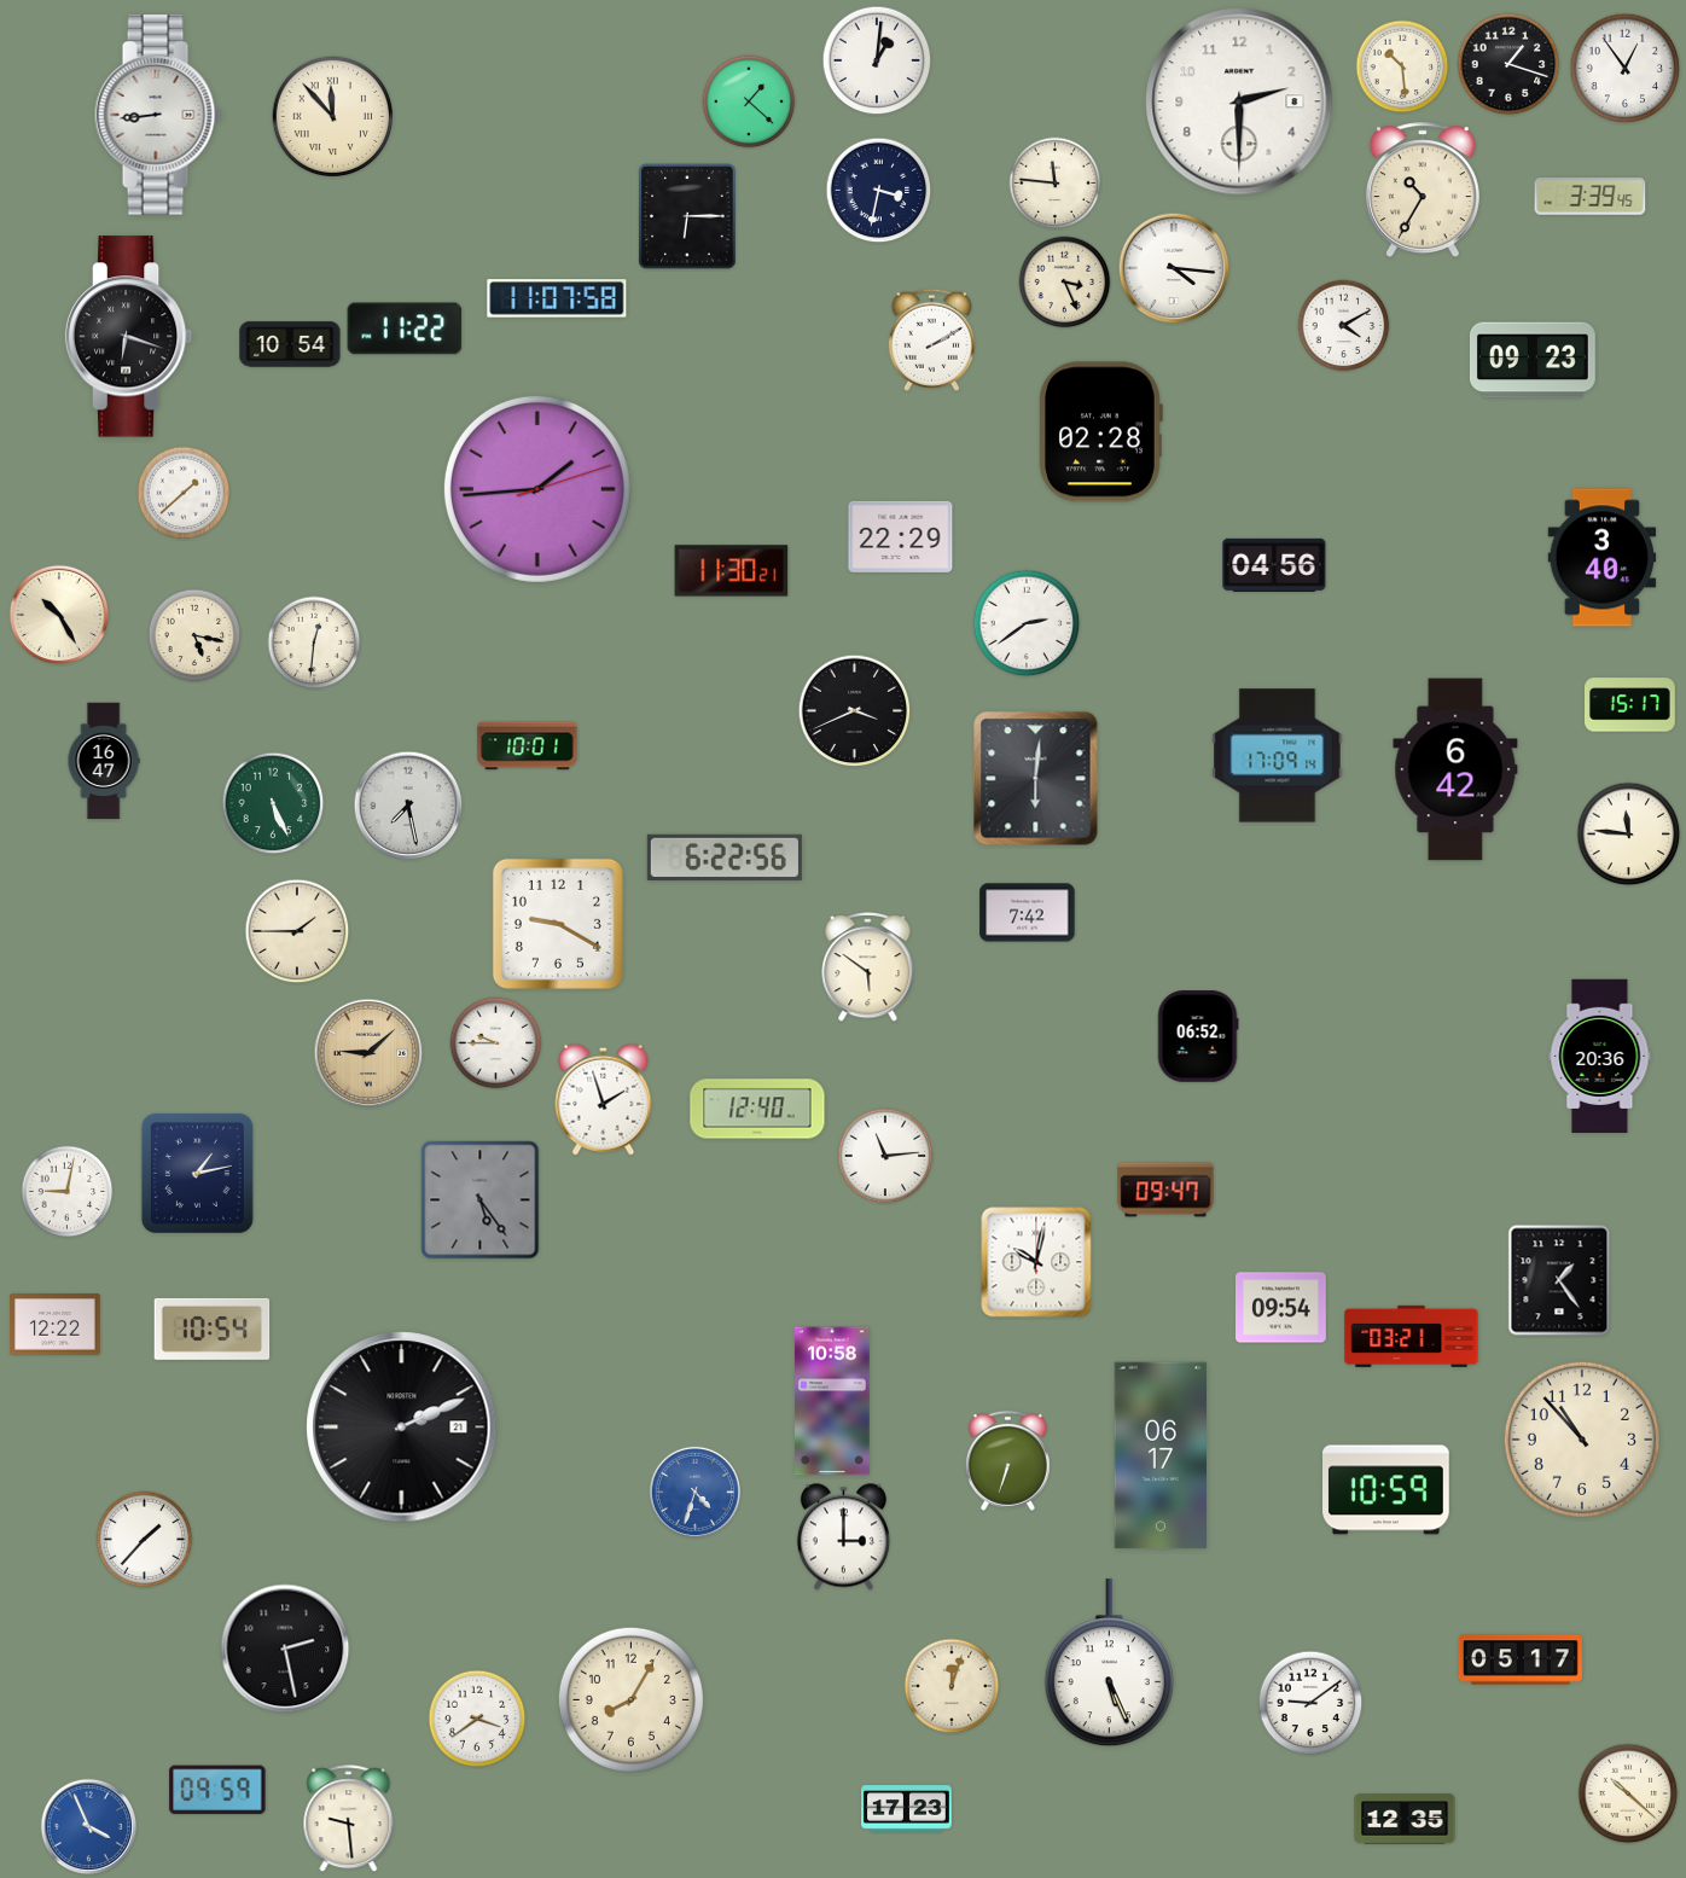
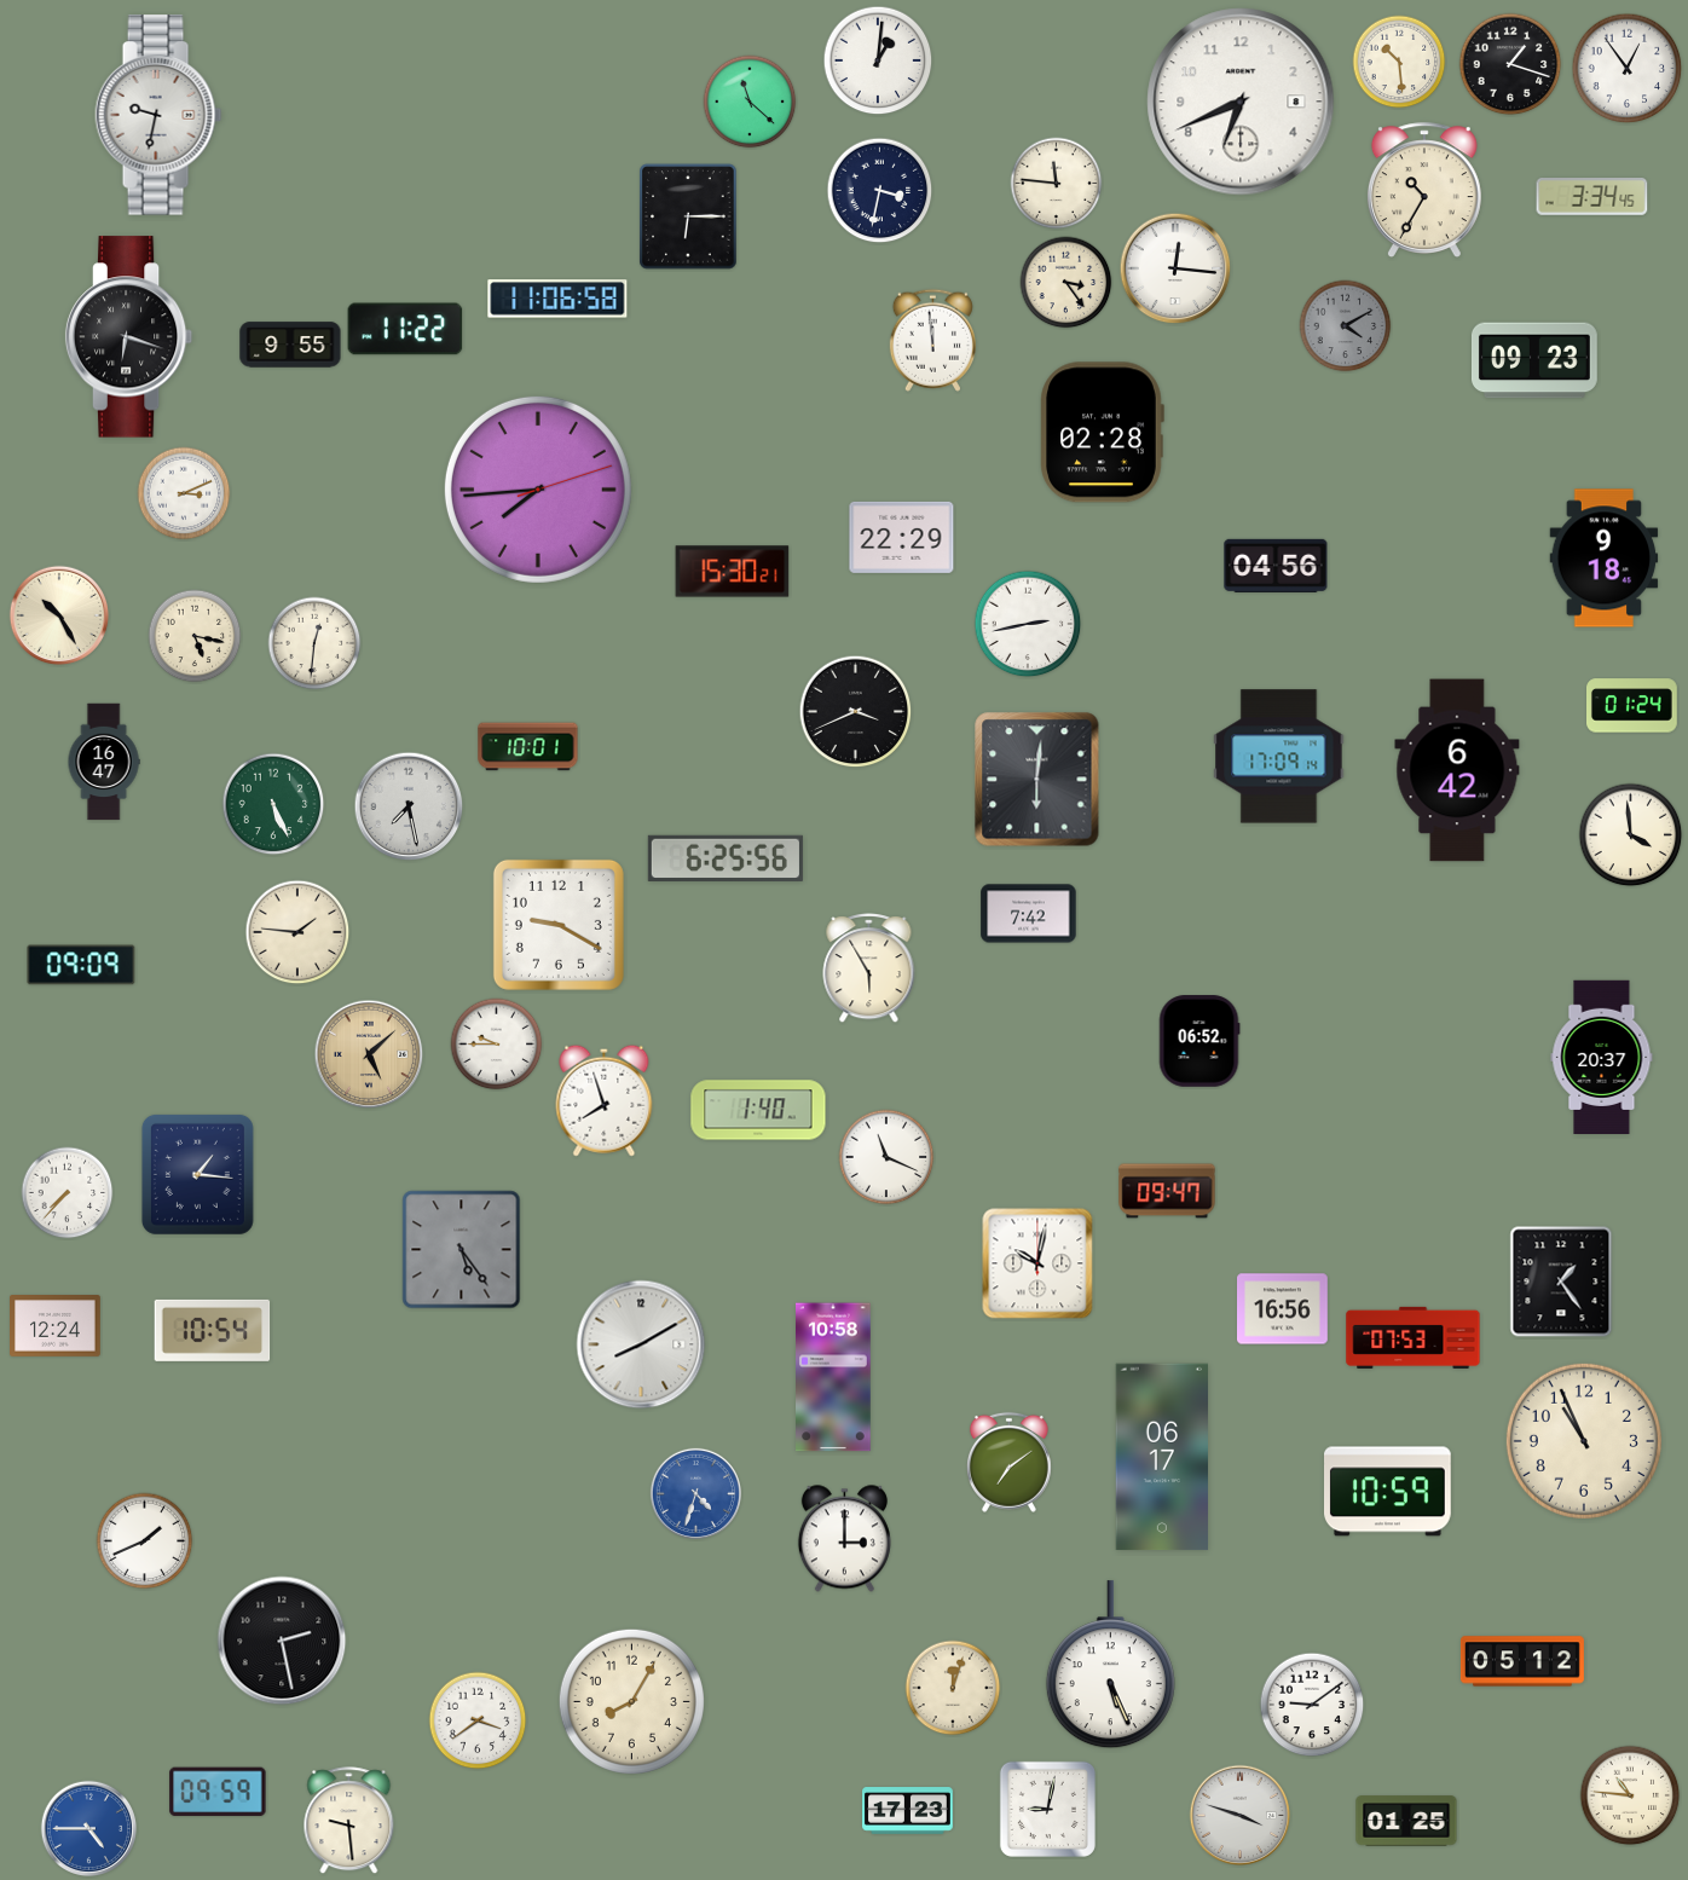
clock at (1402, 66) position: (1402, 66) -> (1399, 62)
clock at (749, 101): 1:22 -> 11:22
clock at (1239, 101): 2:30 -> 6:41
clock at (158, 115): 8:44 -> 9:32
clock at (333, 117): 11:53 -> none
clock at (1591, 197): 3:39 -> 3:34
clock at (1174, 268): 4:16 -> 12:16
clock at (1065, 283): 3:26 -> 3:24
clock at (557, 298): 11:07 -> 11:06
clock at (1344, 326) dial: white -> grey
clock at (931, 339): 2:10 -> 11:59
clock at (290, 344): 10:54 -> 9:55
clock at (537, 489): 1:44 -> 7:44
clock at (184, 493): 1:38 -> 3:11
clock at (1603, 558): 3:40 -> 9:18
clock at (732, 571): 11:30 -> 15:30
clock at (1027, 623): 2:39 -> 2:43
clock at (1630, 705): 15:17 -> 01:24
clock at (1629, 835): 11:46 -> 3:59
clock at (725, 856): 6:22 -> 6:25
clock at (297, 931): 1:45 -> 1:46
clock at (81, 965): none -> 09:09
clock at (868, 967): 5:51 -> 5:55
clock at (1198, 1036) position: (1198, 1036) -> (1199, 1041)
clock at (368, 1053): 9:08 -> 5:08
clock at (1600, 1056): 20:36 -> 20:37
clock at (604, 1099): 1:57 -> 7:57
clock at (757, 1109): 12:40 -> 1:40
clock at (885, 1156): 11:14 -> 11:19
clock at (197, 1173): 1:13 -> 1:16
clock at (68, 1192): 9:02 -> 7:37
clock at (481, 1200) position: (481, 1200) -> (462, 1250)
clock at (1281, 1308): 09:54 -> 16:56
clock at (56, 1325): 12:22 -> 12:24
clock at (1412, 1336): 03:21 -> 07:53
clock at (641, 1344): none -> 8:10
clock at (833, 1401) position: (833, 1401) -> (834, 1377)
clock at (402, 1428): 2:11 -> none
clock at (1582, 1440): 10:53 -> 10:56
clock at (1007, 1460): 6:33 -> 7:09
clock at (145, 1540): 1:37 -> 1:41
clock at (285, 1649) position: (285, 1649) -> (282, 1641)
clock at (1521, 1659): 05:17 -> 05:12
clock at (1628, 1793): 10:22 -> 10:46
clock at (1047, 1809): none -> 9:02
clock at (1241, 1816): none -> 3:48
clock at (1405, 1819): 12:35 -> 01:25
clock at (89, 1827): 3:56 -> 4:45
